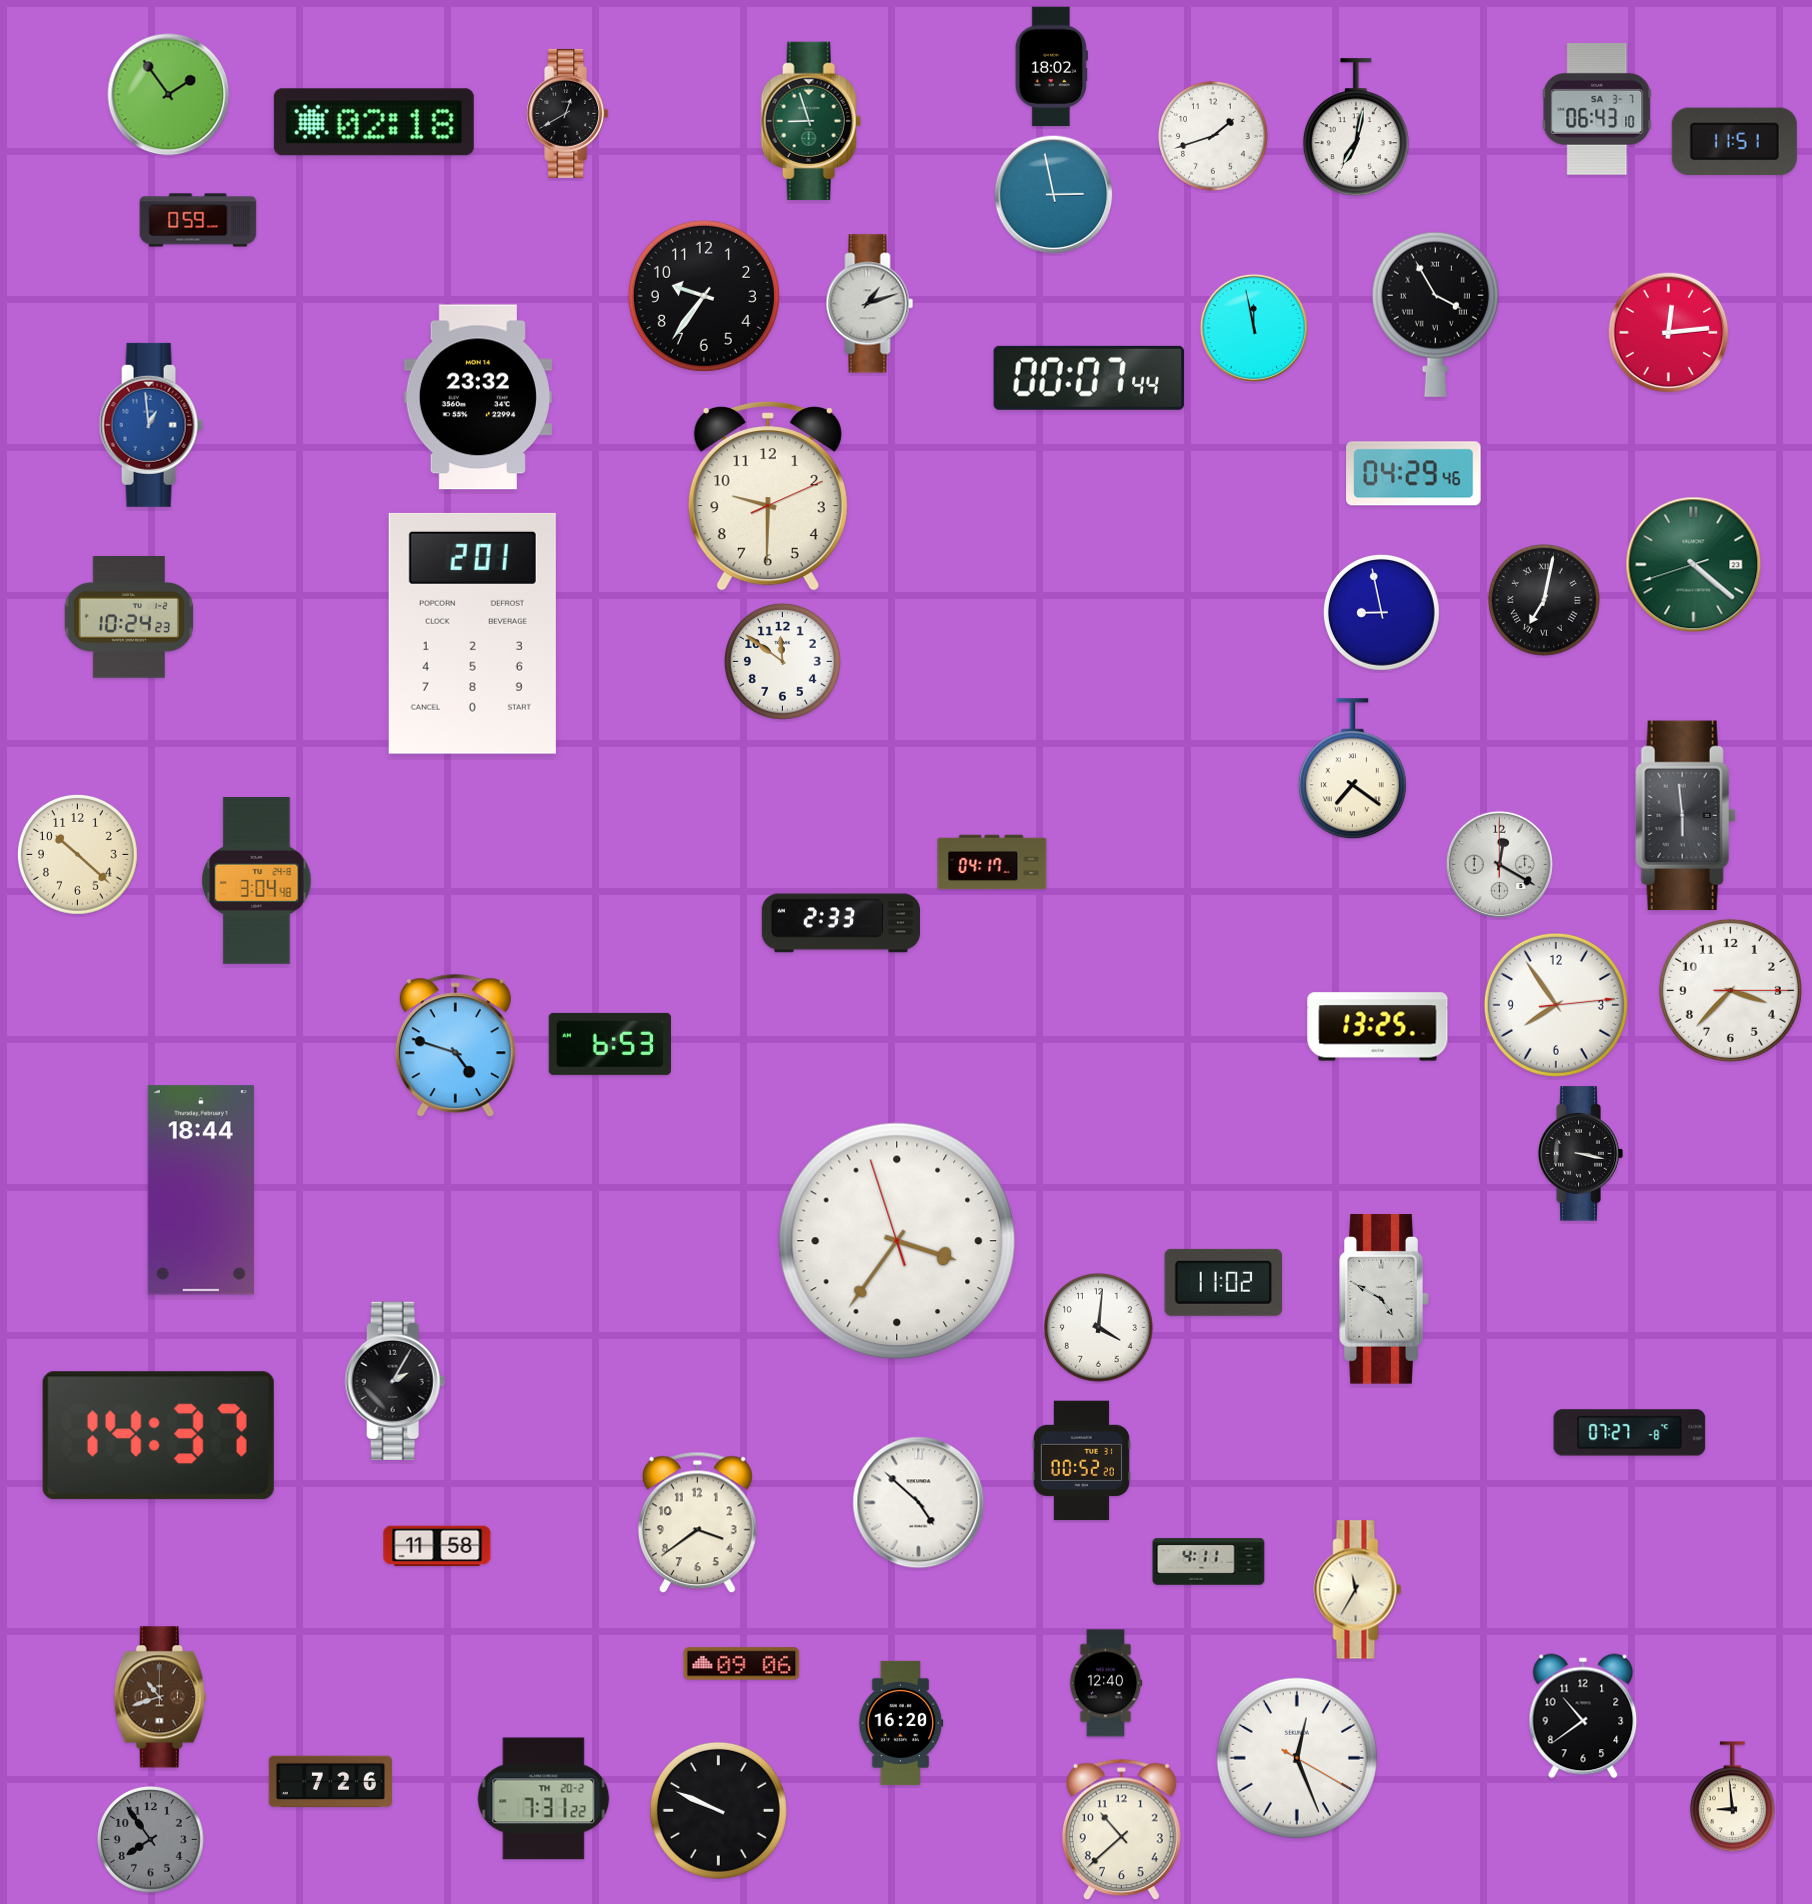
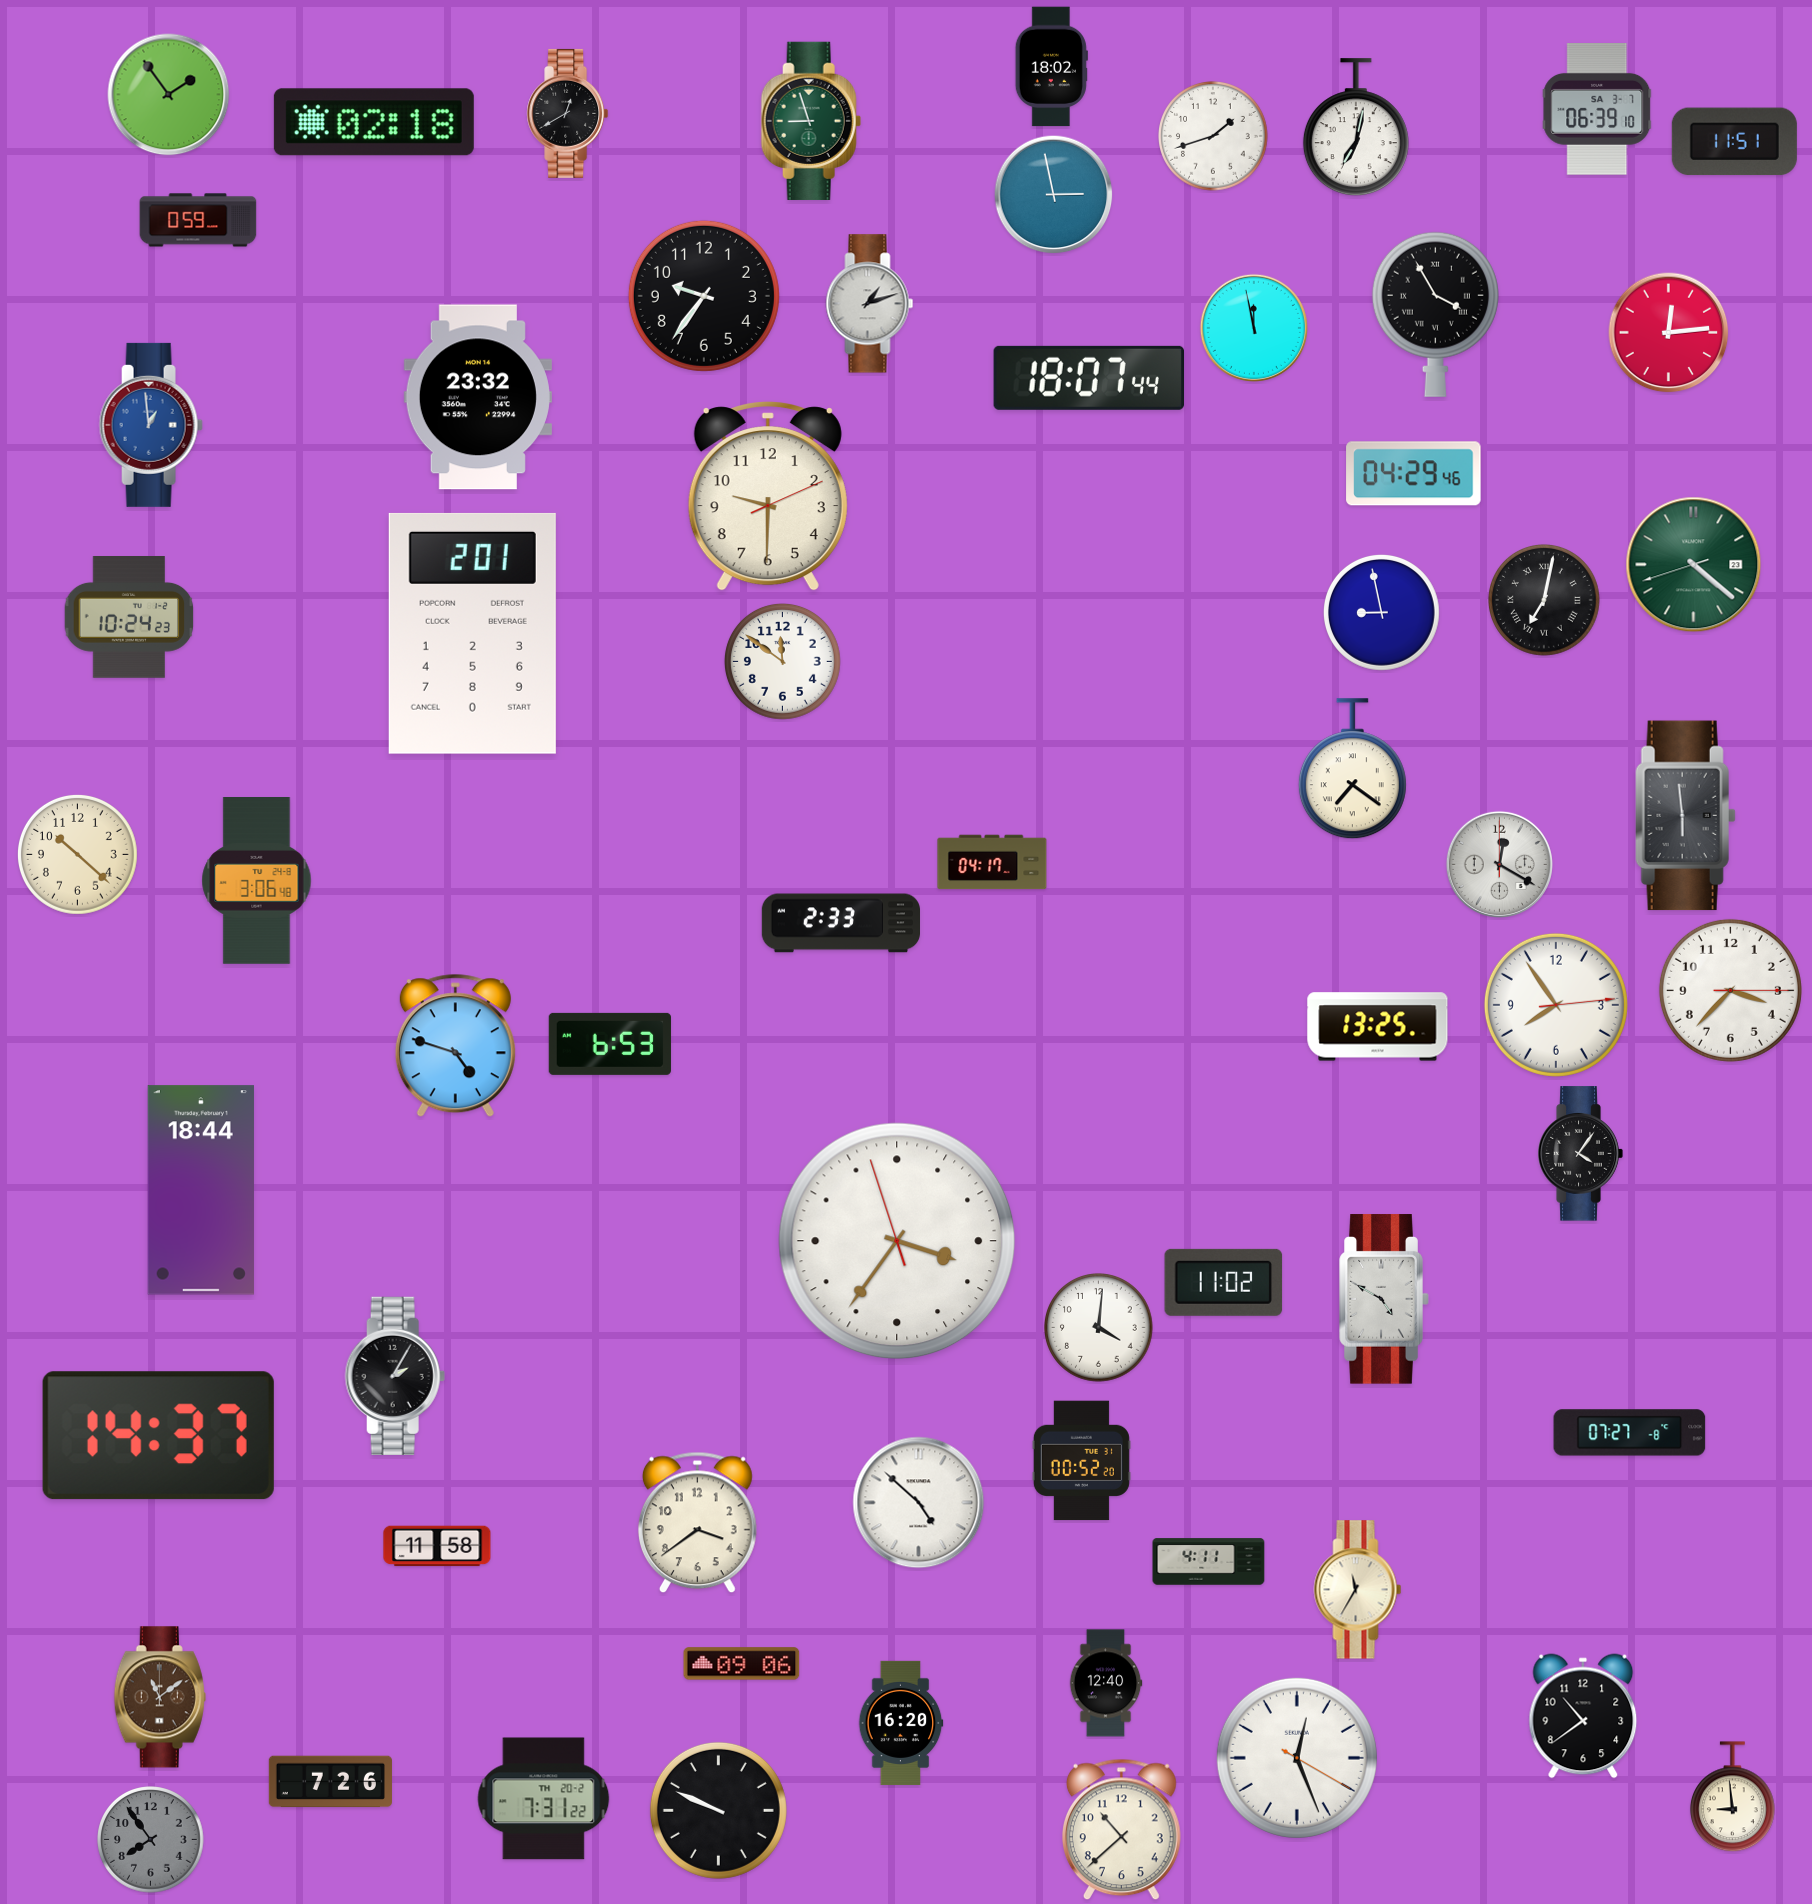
clock at (1597, 110): 06:43 -> 06:39
clock at (1089, 378): 00:07 -> 18:07
clock at (257, 881): 3:04 -> 3:06
clock at (1580, 1154): 3:17 -> 4:06
clock at (395, 1381) position: (395, 1381) -> (395, 1376)
clock at (160, 1697): 10:42 -> 11:09
